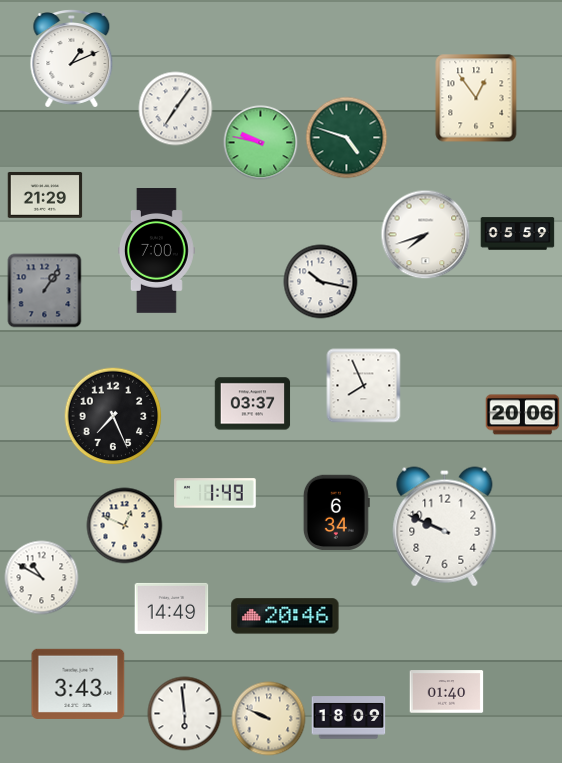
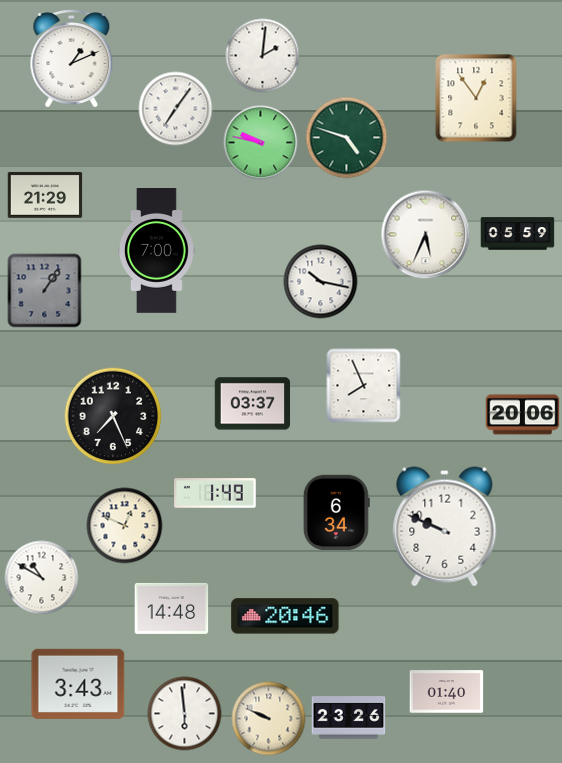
clock at (263, 56): none -> 2:01
clock at (426, 235): 7:42 -> 5:34
clock at (172, 608): 14:49 -> 14:48
clock at (349, 718): 18:09 -> 23:26
